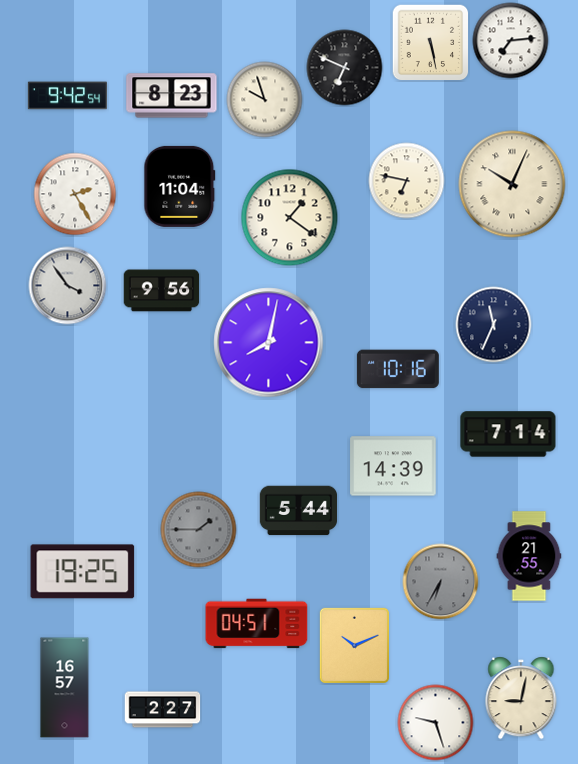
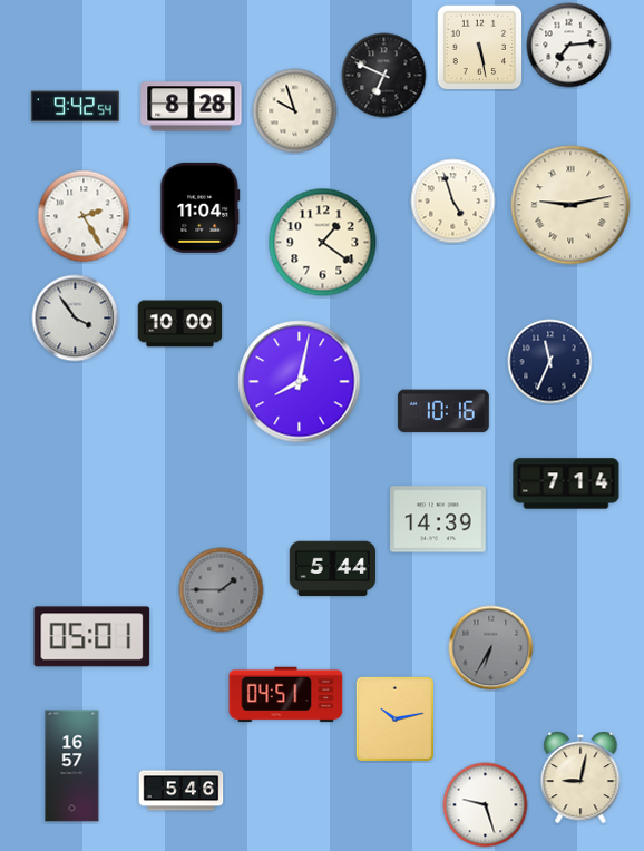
clock at (172, 96): 8:23 -> 8:28
clock at (407, 181): 6:47 -> 4:57
clock at (512, 184): 10:04 -> 9:13
clock at (162, 291): 9:56 -> 10:00
clock at (529, 556): 21:55 -> none
clock at (83, 572): 19:25 -> 05:01
clock at (354, 645): 10:11 -> 10:13
clock at (163, 710): 2:27 -> 5:46
